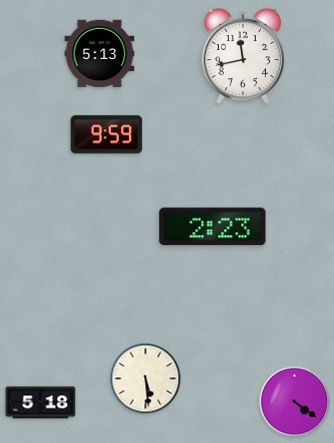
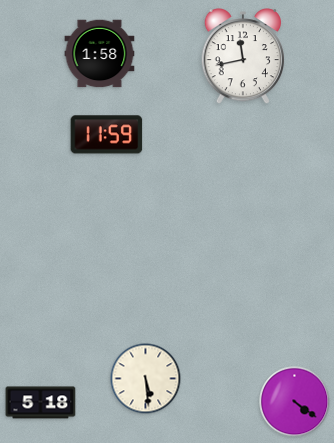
clock at (100, 54): 5:13 -> 1:58
clock at (107, 135): 9:59 -> 11:59
clock at (213, 227): 2:23 -> none
